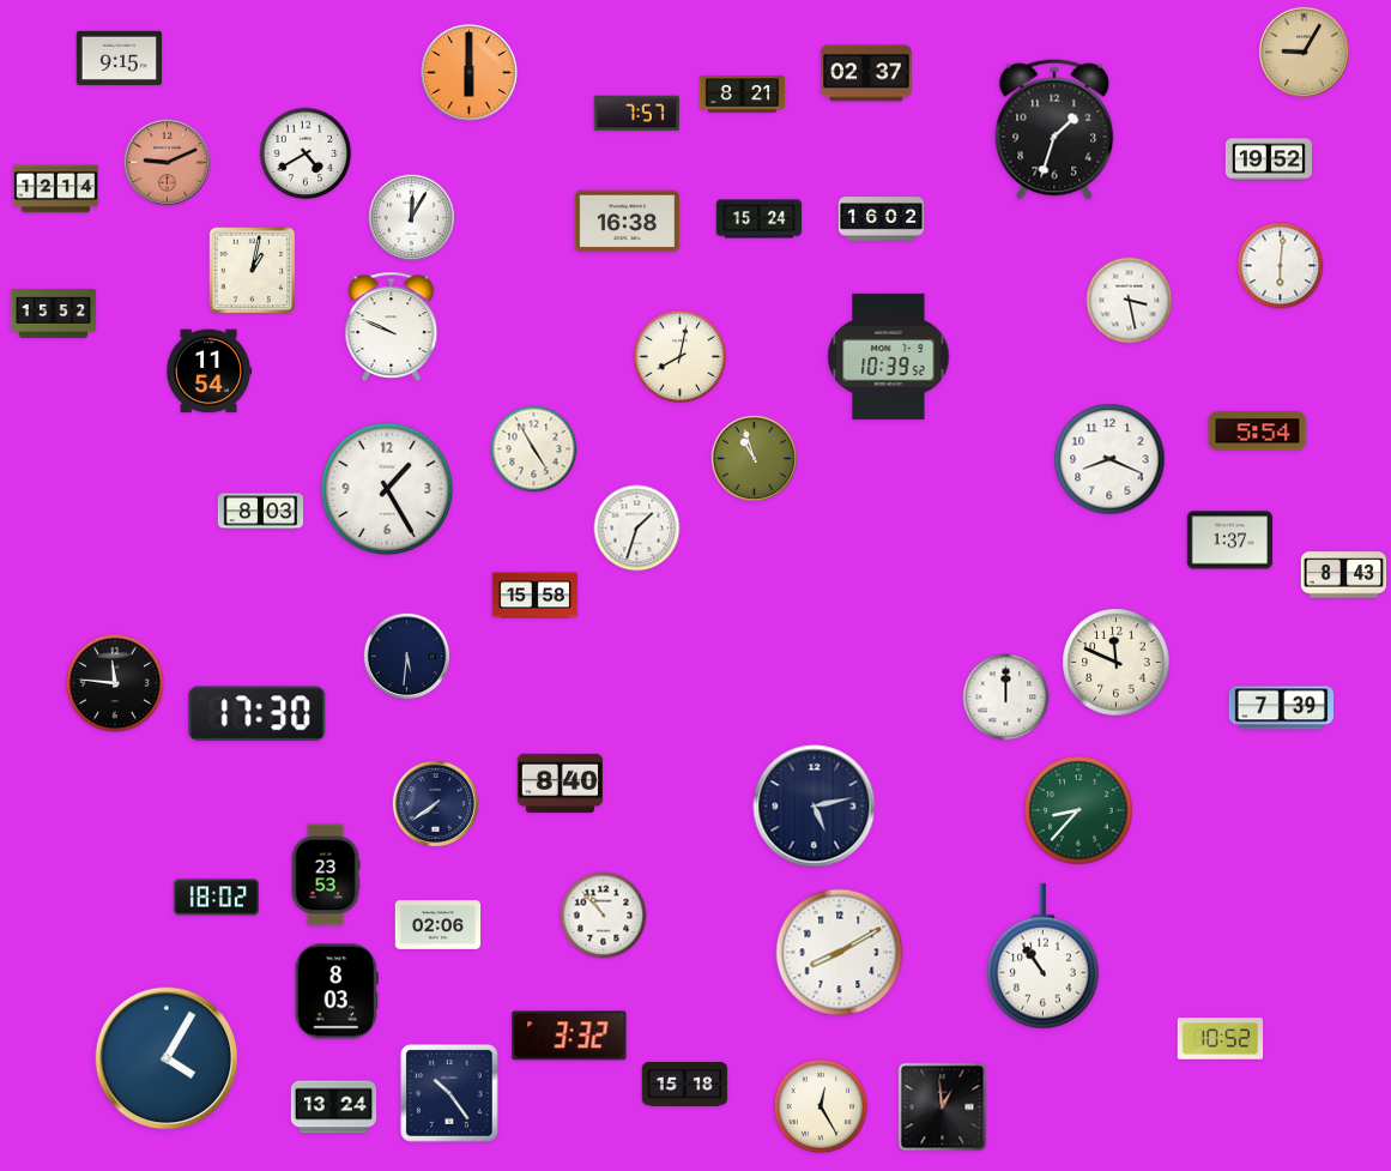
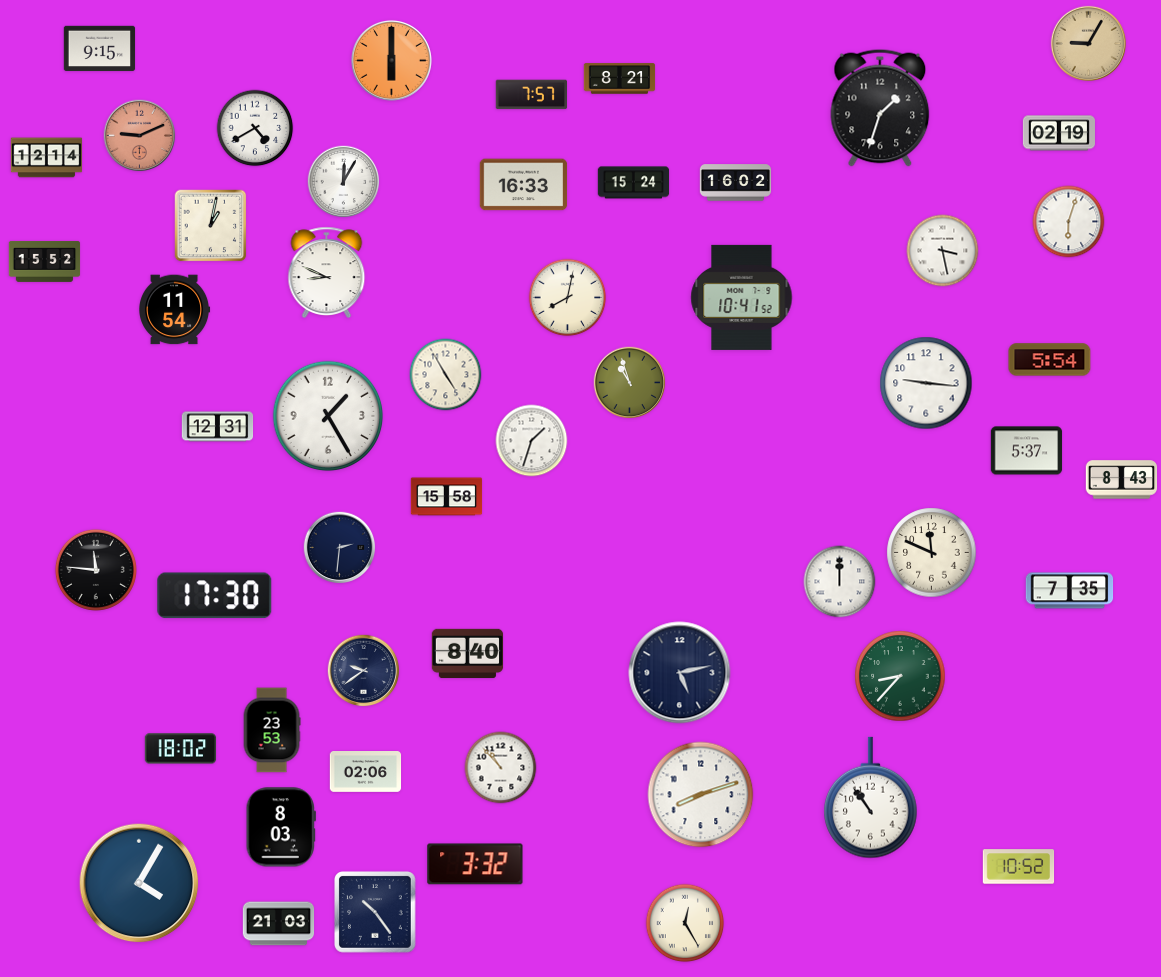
clock at (866, 73): 02:37 -> none
clock at (1269, 159): 19:52 -> 02:19
clock at (628, 222): 16:38 -> 16:33
clock at (1281, 266): 6:01 -> 6:03
clock at (392, 326): 9:49 -> 8:49
clock at (889, 356): 10:39 -> 10:41
clock at (1109, 459): 8:19 -> 9:16
clock at (387, 489) position: (387, 489) -> (328, 416)
clock at (261, 512): 8:03 -> 12:31
clock at (1230, 541): 1:37 -> 5:37
clock at (407, 657): 5:31 -> 2:31
clock at (1282, 708): 7:39 -> 7:35
clock at (436, 804): 7:39 -> 9:39
clock at (604, 916) position: (604, 916) -> (501, 768)
clock at (840, 953): 8:10 -> 8:12
clock at (685, 1085): 15:18 -> none
clock at (334, 1107): 13:24 -> 21:03
clock at (943, 1107): 12:59 -> none
